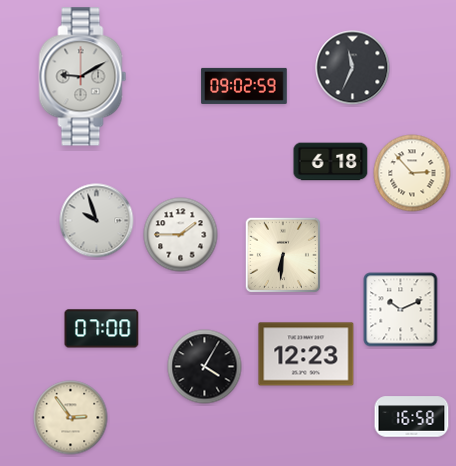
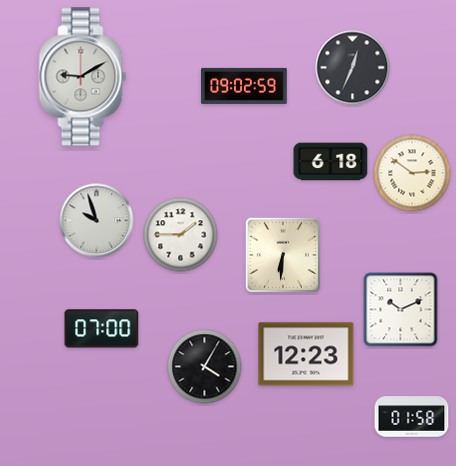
clock at (353, 68): 11:34 -> 12:34
clock at (412, 173): 2:53 -> 2:51
clock at (412, 417): 16:58 -> 01:58
clock at (71, 418): 2:54 -> none
